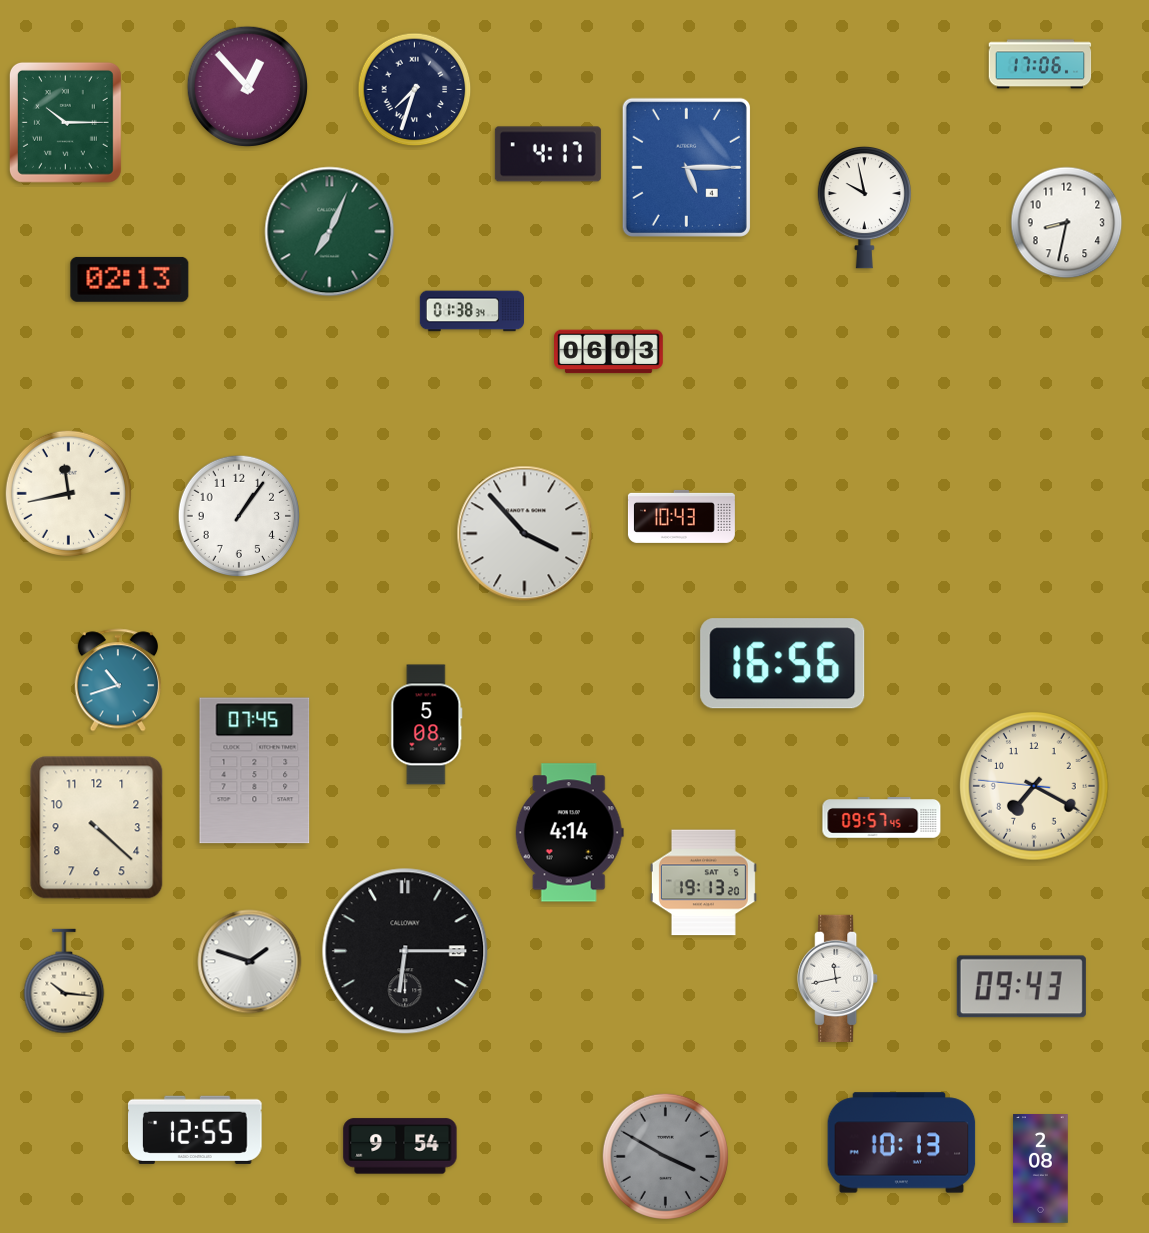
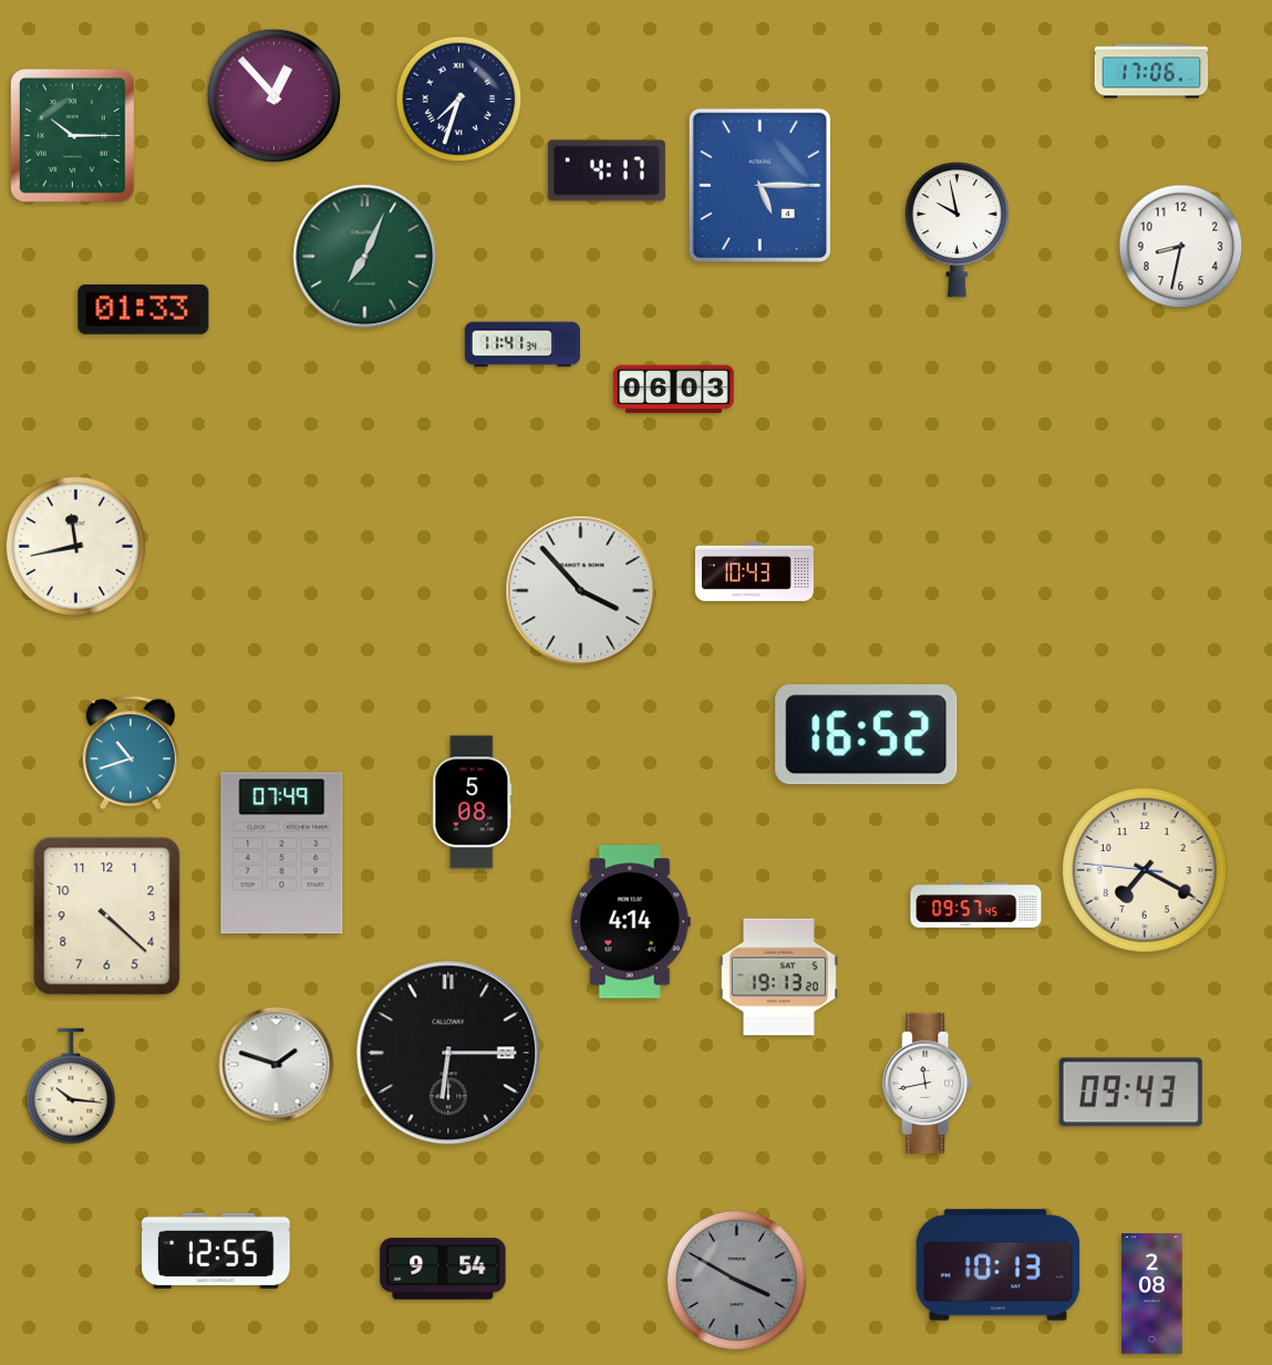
clock at (130, 279): 02:13 -> 01:33
clock at (471, 311): 01:38 -> 11:41
clock at (238, 515): 1:06 -> none
clock at (783, 664): 16:56 -> 16:52
clock at (255, 771): 07:45 -> 07:49
